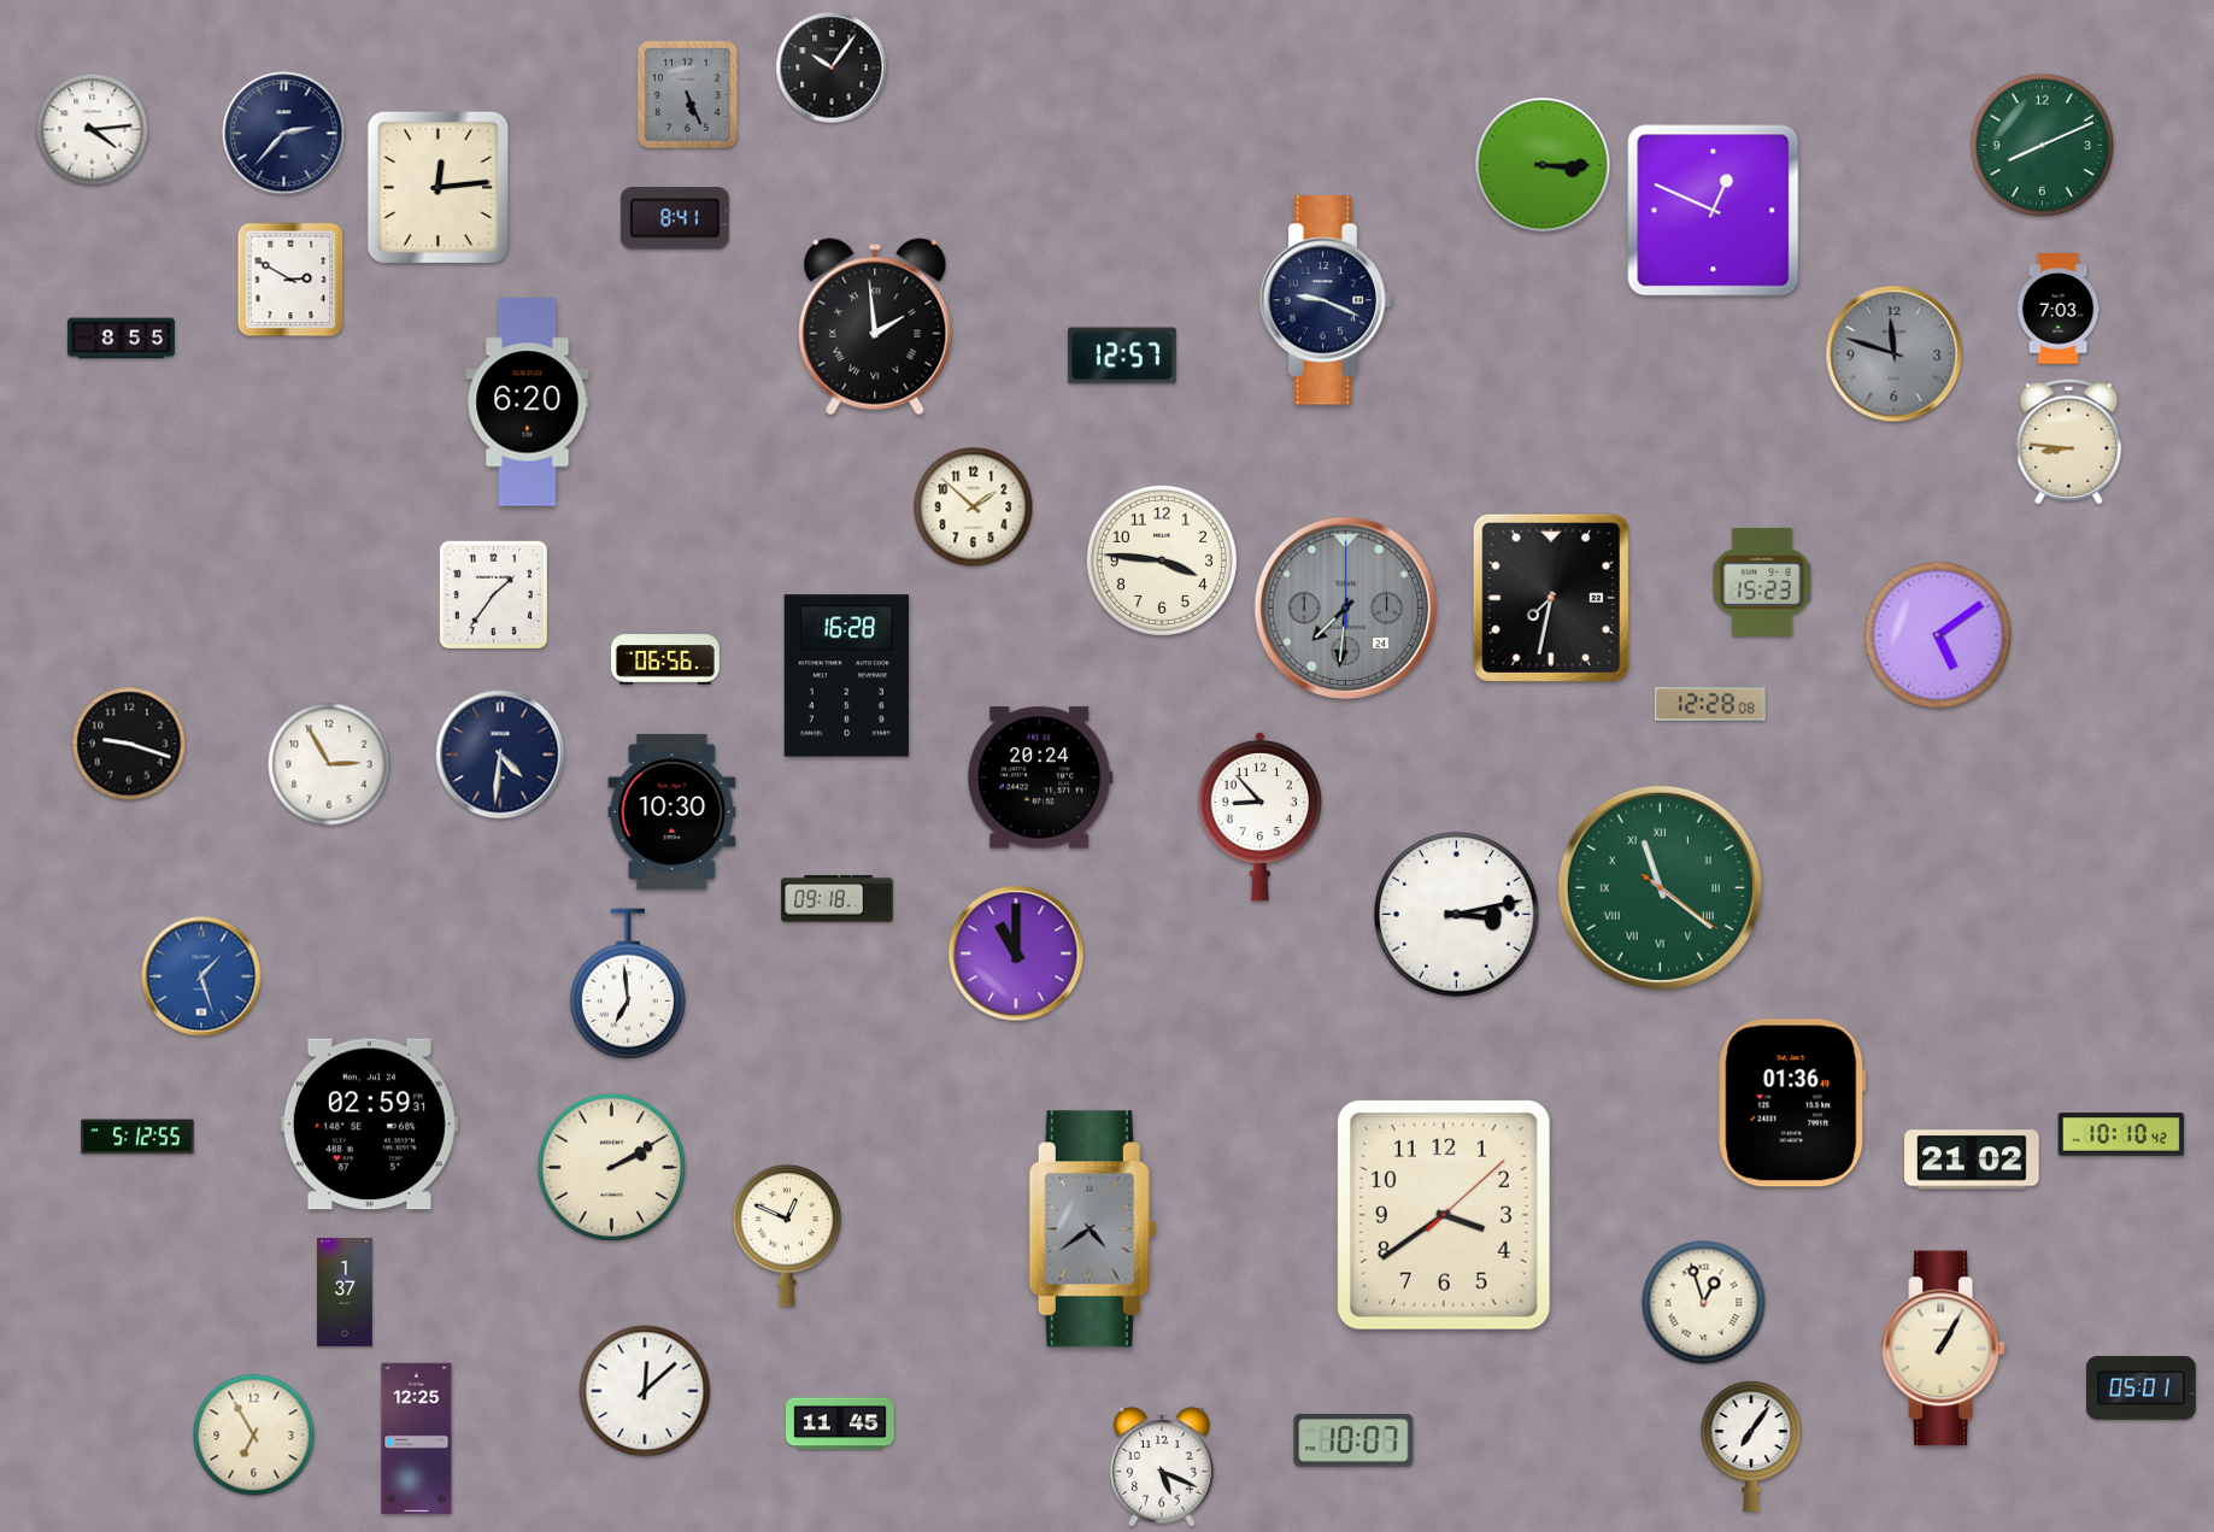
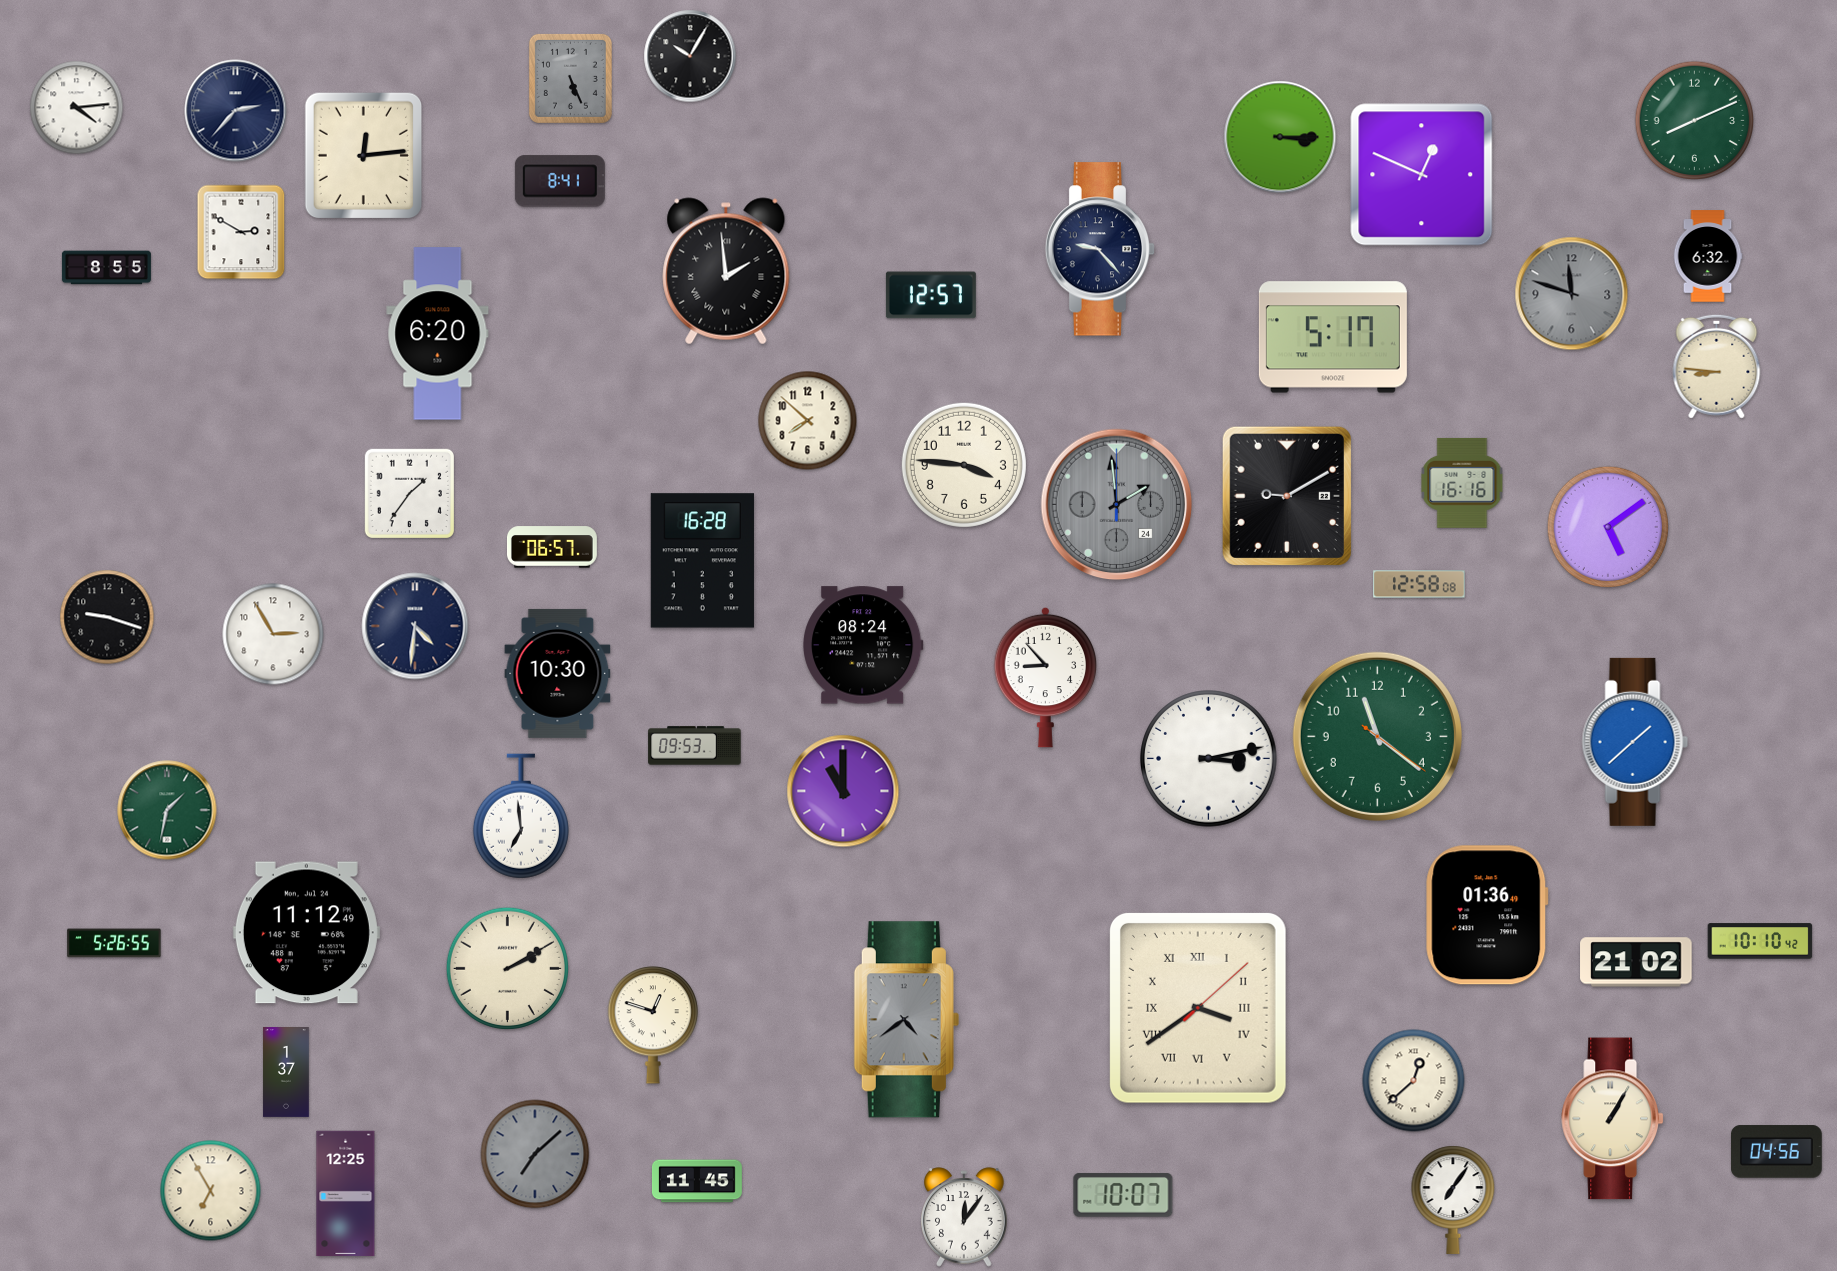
clock at (832, 67): 10:06 -> 10:05
clock at (1326, 300): 9:19 -> 9:23
clock at (2059, 309): 7:03 -> 6:32
clock at (121, 339) position: (121, 339) -> (106, 268)
clock at (1333, 337): none -> 5:17
clock at (974, 507): 1:52 -> 7:52
clock at (1762, 582): 15:23 -> 16:16
clock at (1551, 598): 7:32 -> 9:10
clock at (1346, 609): 7:31 -> 1:59
clock at (665, 659): 06:56 -> 06:57
clock at (1710, 704): 12:28 -> 12:58
clock at (1040, 777): 20:24 -> 08:24
clock at (1660, 887) numerals: Roman -> Arabic
clock at (1635, 742): none -> 1:38
clock at (838, 899): 09:18 -> 09:53
clock at (201, 976): 1:27 -> 1:32
clock at (201, 976) dial: blue -> green
clock at (369, 1125): 02:59 -> 11:12
clock at (137, 1137): 5:12 -> 5:26
clock at (1444, 1215) numerals: Arabic -> Roman
clock at (787, 1235): 12:49 -> 12:48
clock at (1704, 1303): 12:57 -> 12:38
clock at (2142, 1389): 05:01 -> 04:56
clock at (645, 1391): 12:08 -> 7:08
clock at (645, 1391) dial: white -> grey
clock at (1162, 1467): 5:19 -> 12:06
